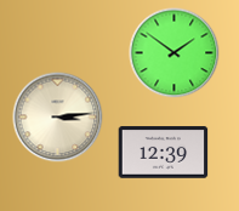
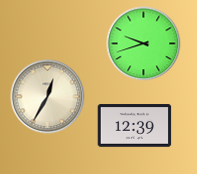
clock at (175, 53): 1:51 -> 9:42
clock at (58, 118): 3:14 -> 12:35
